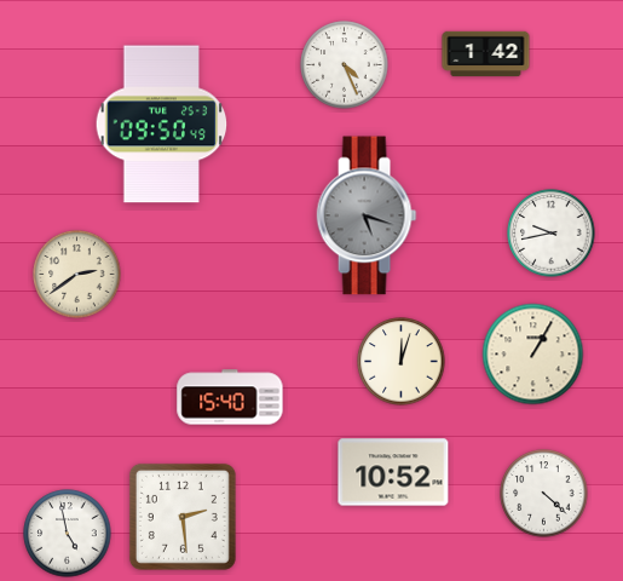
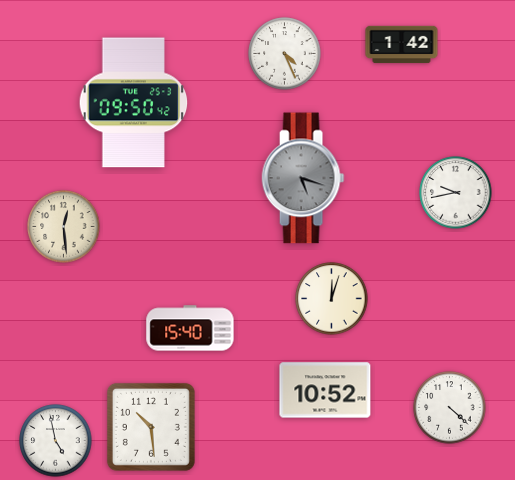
clock at (162, 125): 09:50:49 -> 09:50:42
clock at (77, 275): 2:39 -> 12:29
clock at (533, 355): 1:05 -> none
clock at (183, 517): 2:29 -> 10:29
